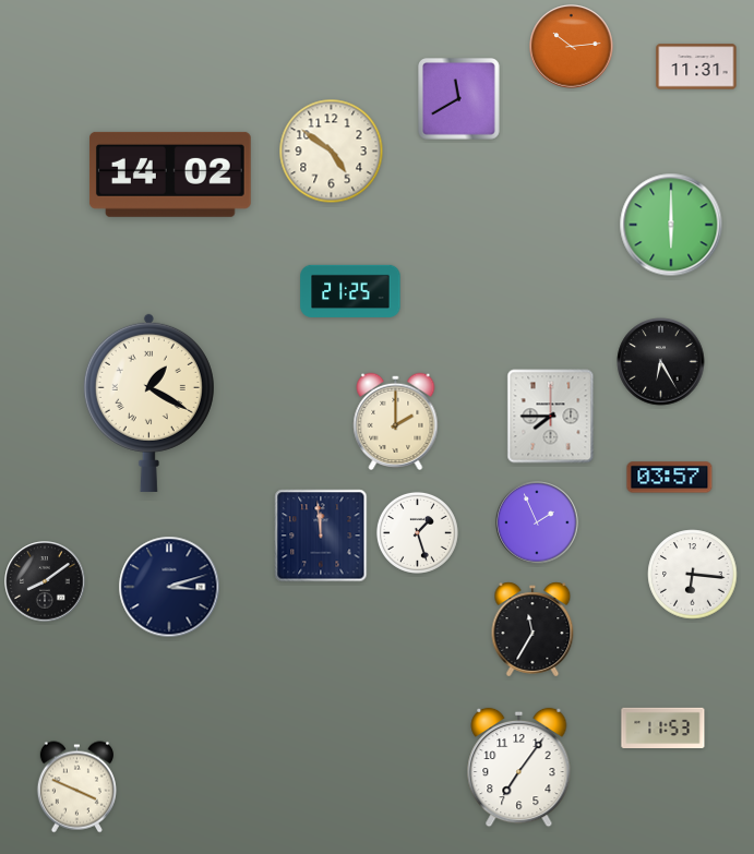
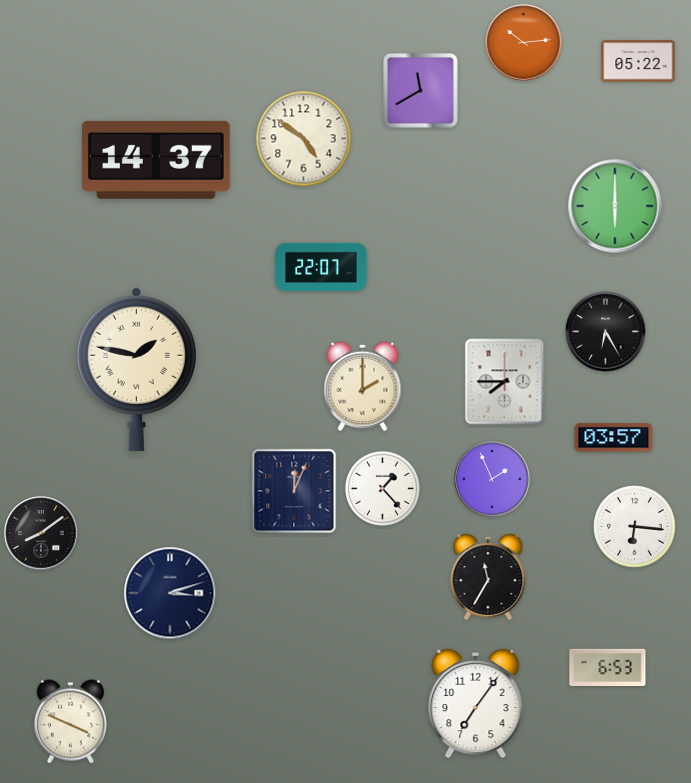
clock at (696, 67): 11:31 -> 05:22
clock at (170, 175): 14:02 -> 14:37
clock at (350, 291): 21:25 -> 22:07
clock at (148, 402): 1:20 -> 1:47
clock at (417, 532): 1:27 -> 1:23
clock at (321, 536): 11:59 -> 12:04
clock at (169, 587) position: (169, 587) -> (170, 593)
clock at (663, 727): 11:53 -> 6:53
